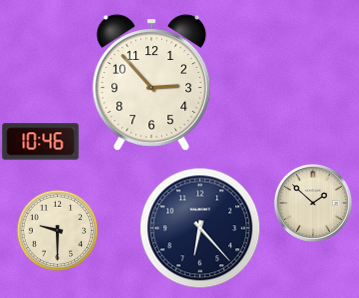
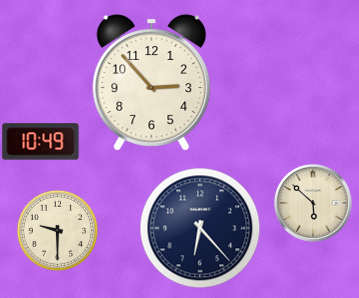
clock at (41, 142): 10:46 -> 10:49
clock at (313, 203): 1:52 -> 5:52
